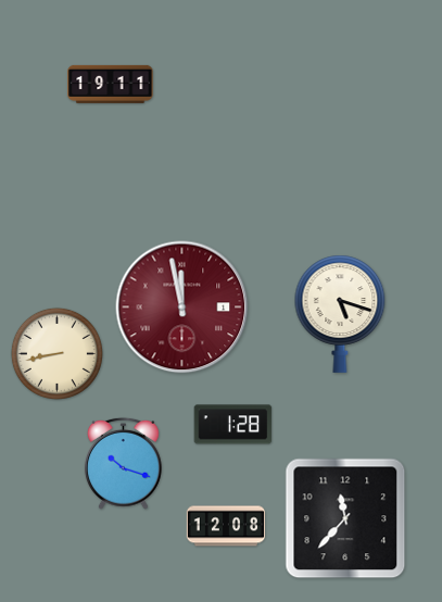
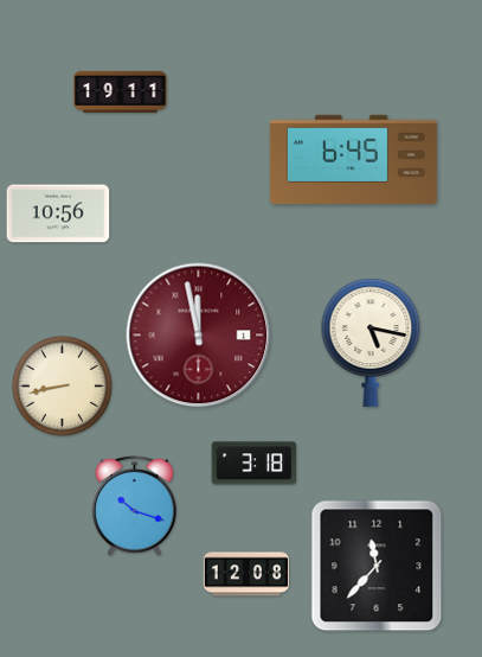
clock at (353, 159): none -> 6:45
clock at (58, 213): none -> 10:56
clock at (340, 314): 5:18 -> 5:17
clock at (233, 425): 1:28 -> 3:18
